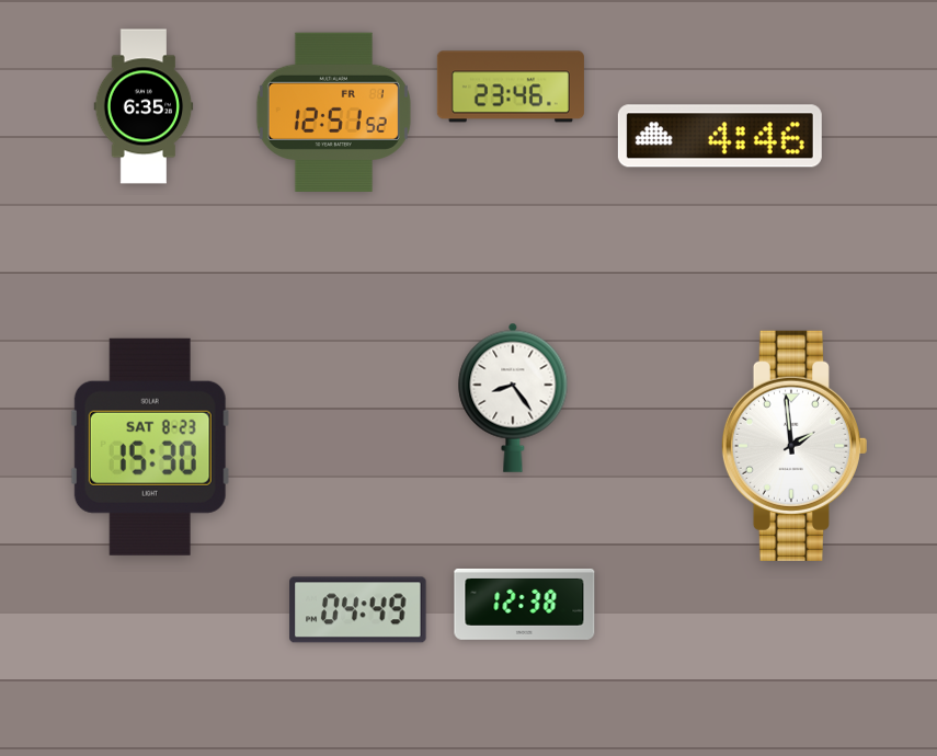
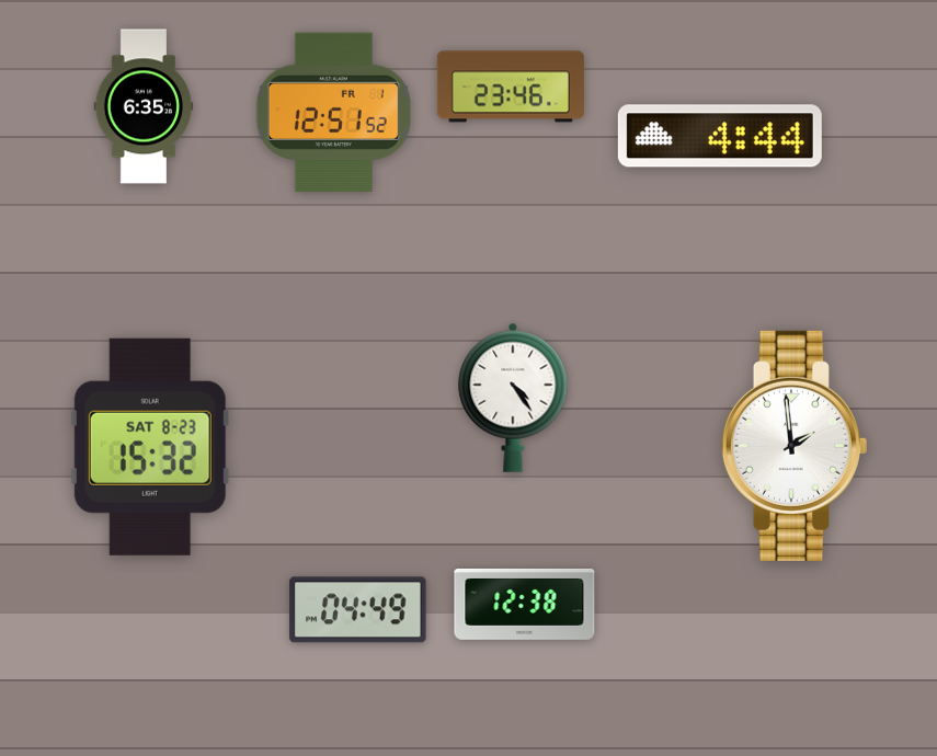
clock at (720, 136): 4:46 -> 4:44
clock at (513, 398): 8:24 -> 4:24
clock at (150, 447): 15:30 -> 15:32
